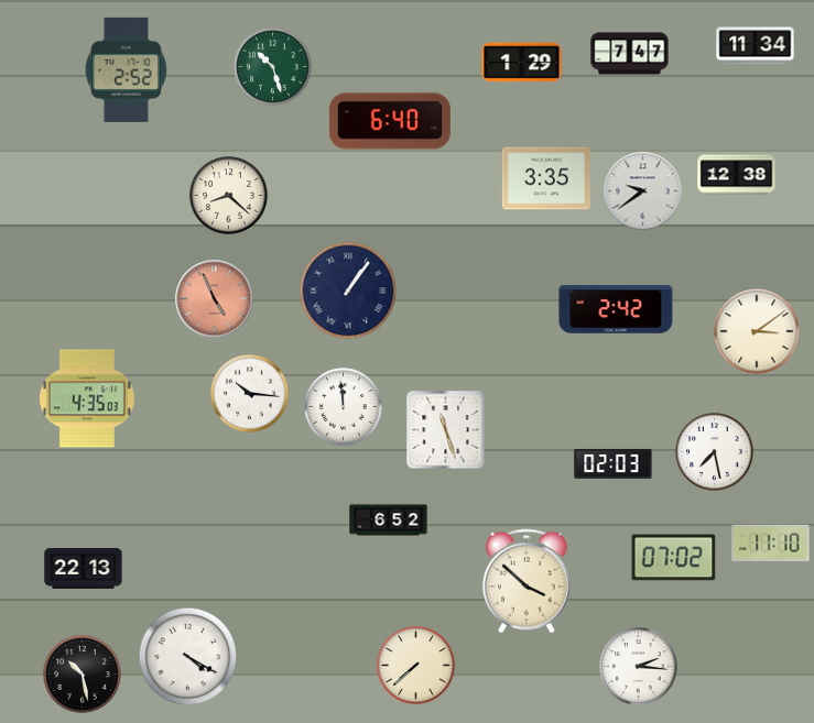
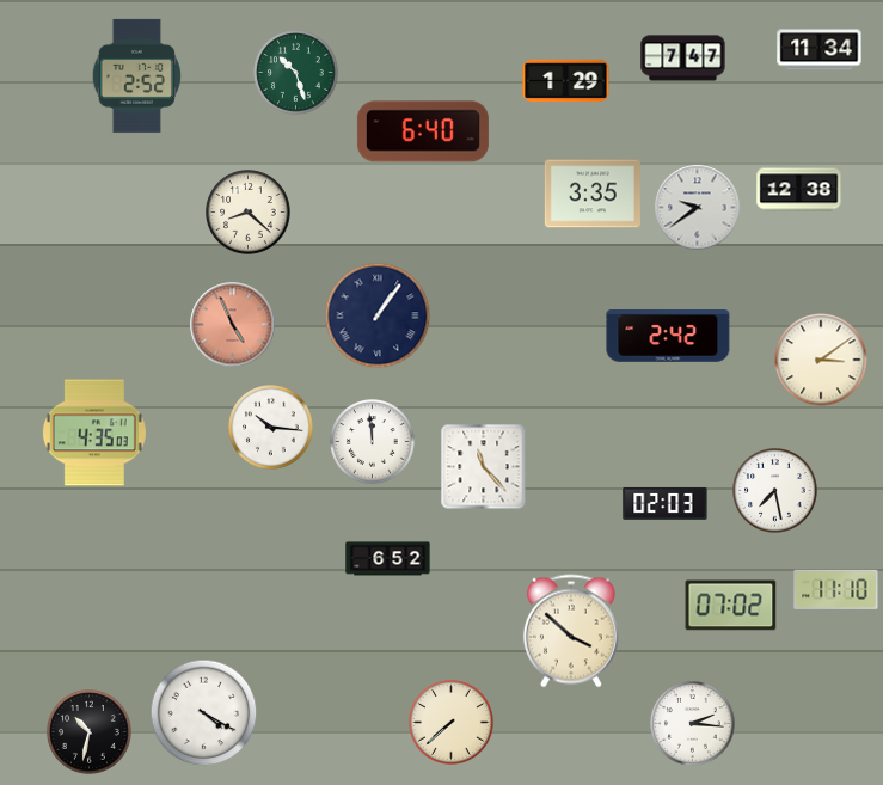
clock at (522, 63) position: (522, 63) -> (566, 81)
clock at (446, 430): 11:27 -> 11:23
clock at (389, 521) position: (389, 521) -> (388, 559)
clock at (84, 568): 22:13 -> none
clock at (83, 675): 10:28 -> 10:32
